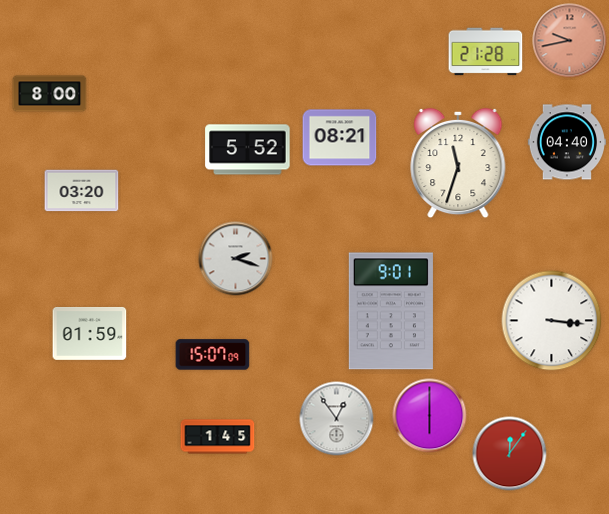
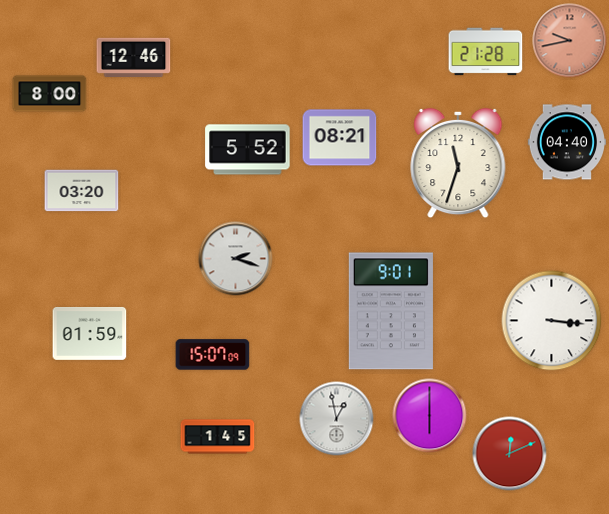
clock at (134, 57): none -> 12:46
clock at (337, 419): 12:54 -> 12:58
clock at (510, 454): 12:06 -> 12:11
